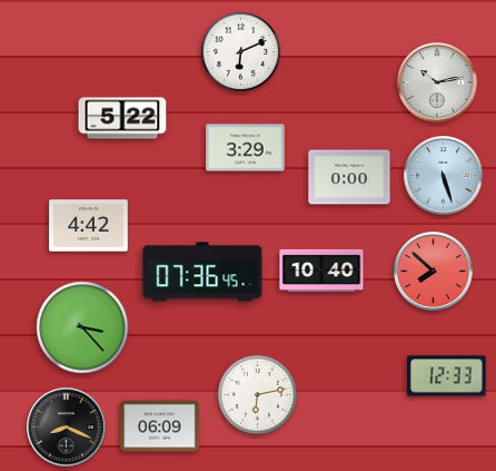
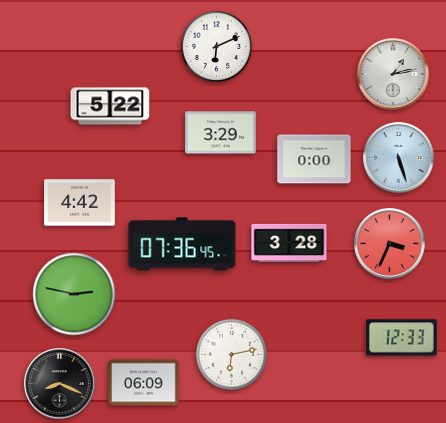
clock at (437, 82): 10:13 -> 1:13
clock at (321, 269): 10:40 -> 3:28
clock at (434, 272): 7:52 -> 3:34
clock at (82, 327): 3:23 -> 2:47
